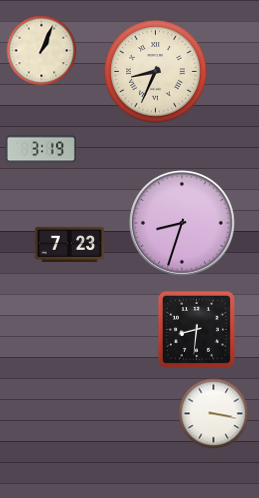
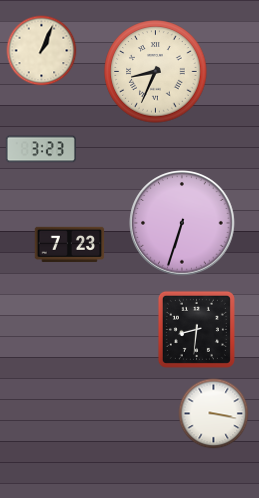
clock at (41, 149): 3:19 -> 3:23
clock at (182, 223): 8:33 -> 6:33
